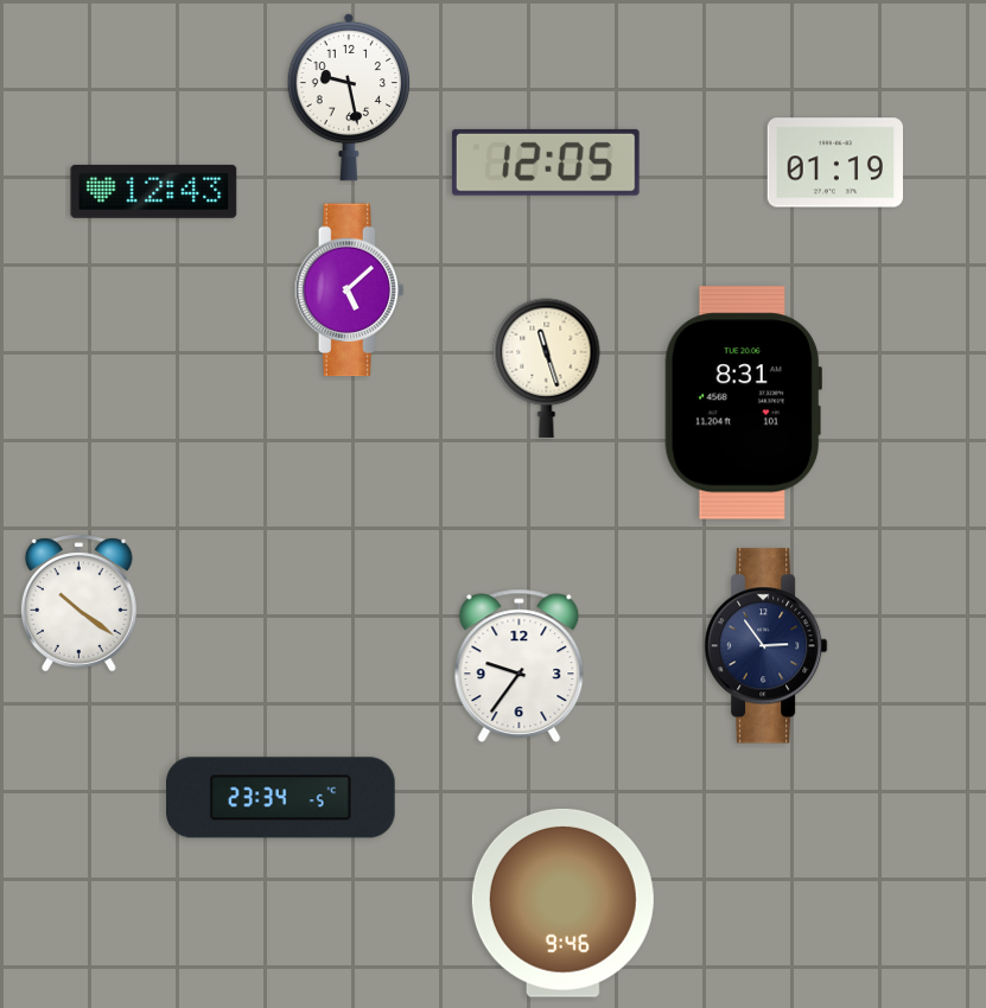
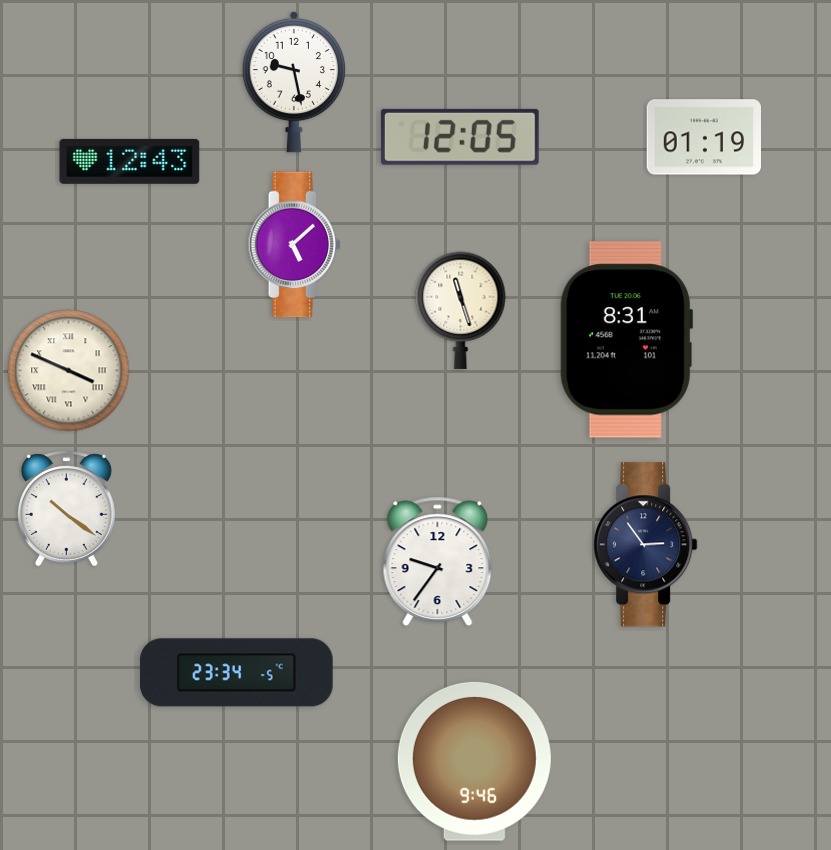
clock at (69, 371): none -> 3:49
